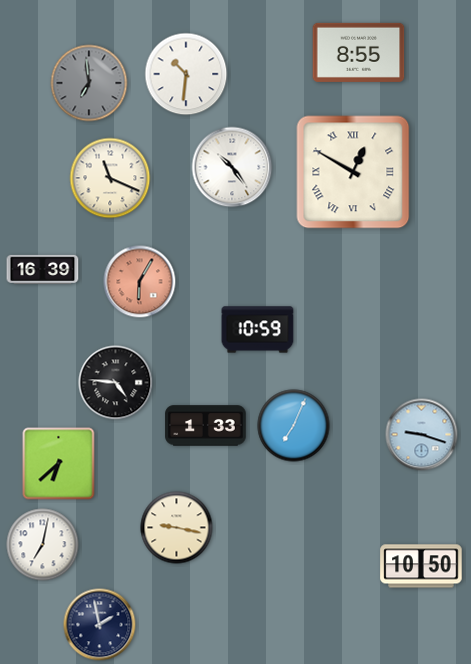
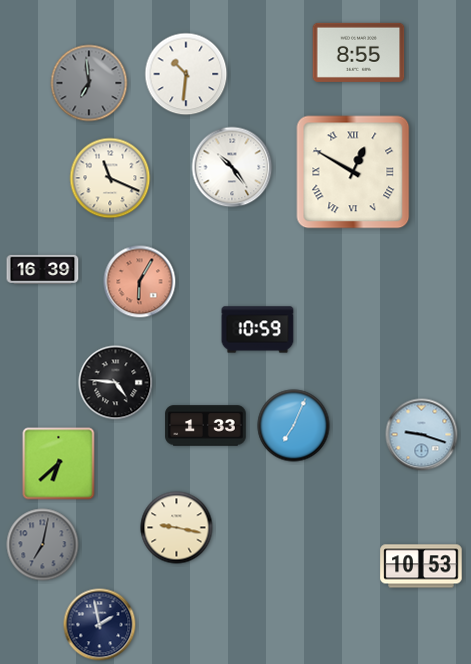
clock at (43, 545) dial: white -> grey
clock at (421, 566): 10:50 -> 10:53
